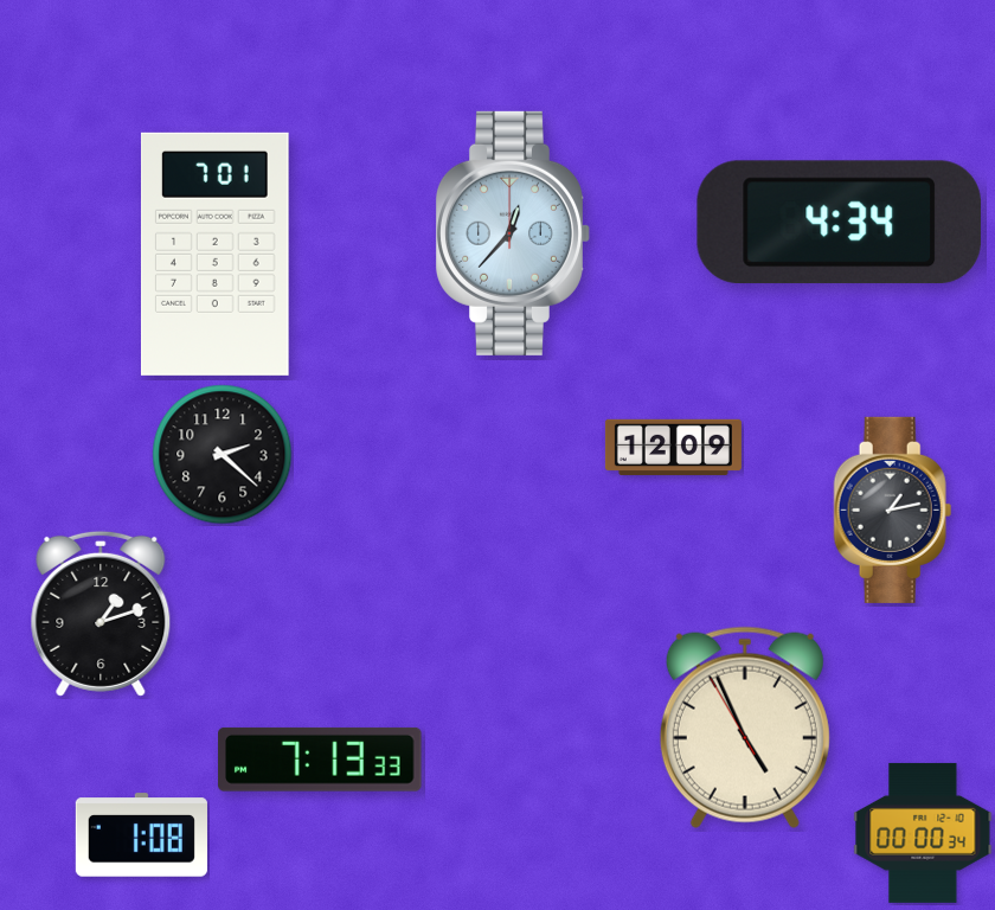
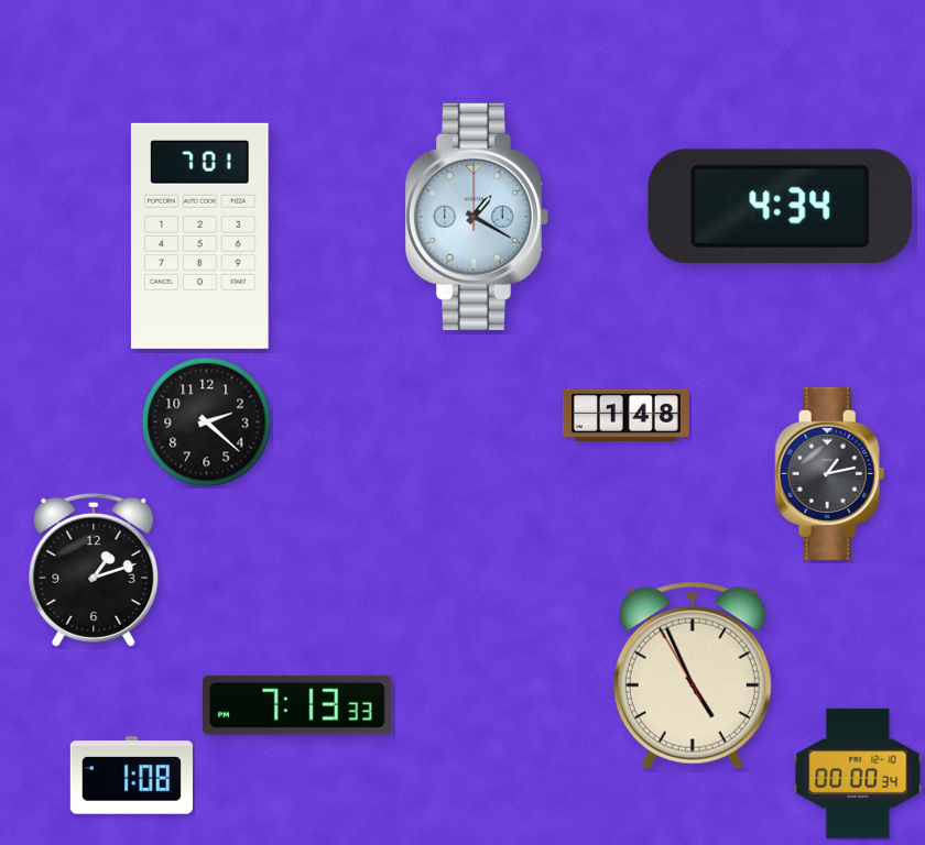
clock at (512, 233): 12:37 -> 1:20
clock at (673, 447): 12:09 -> 1:48
